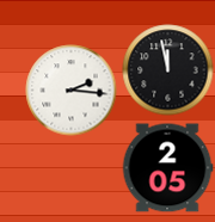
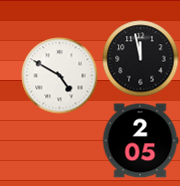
clock at (72, 91): 2:16 -> 4:50
